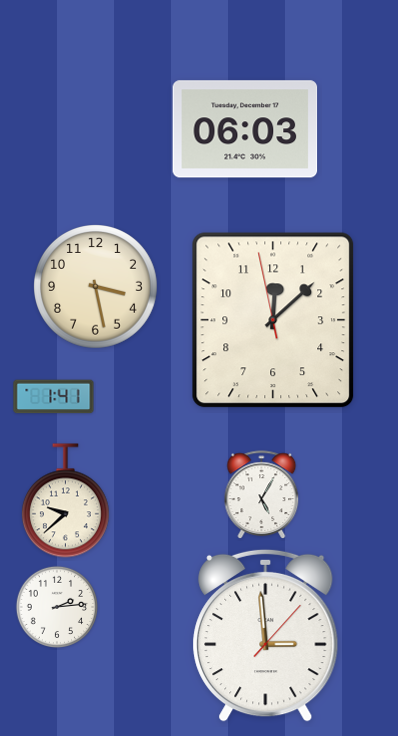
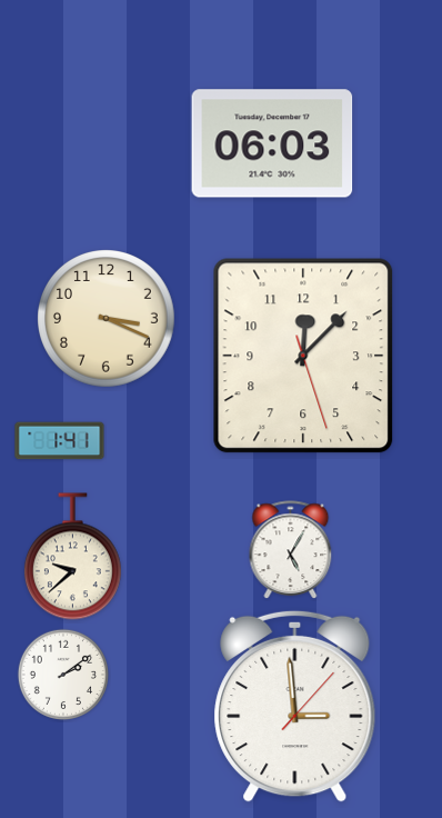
clock at (96, 287): 3:28 -> 3:19
clock at (273, 320): 12:07:58 -> 12:07:27
clock at (56, 606): 2:14 -> 2:09
